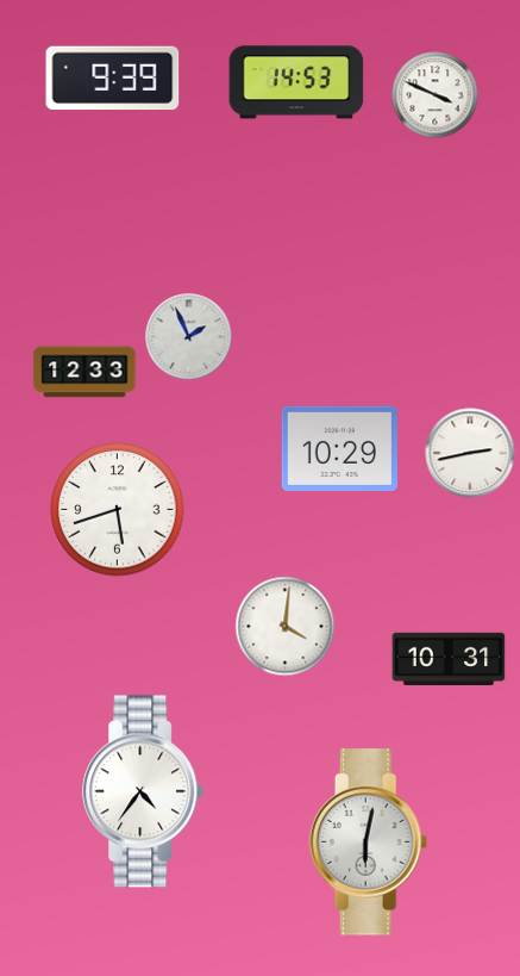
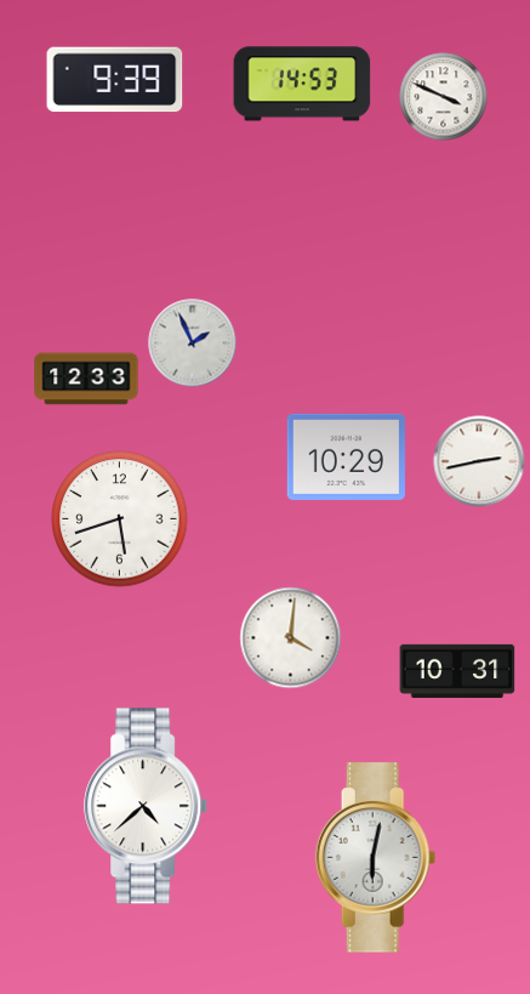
clock at (144, 791): 4:36 -> 4:38
